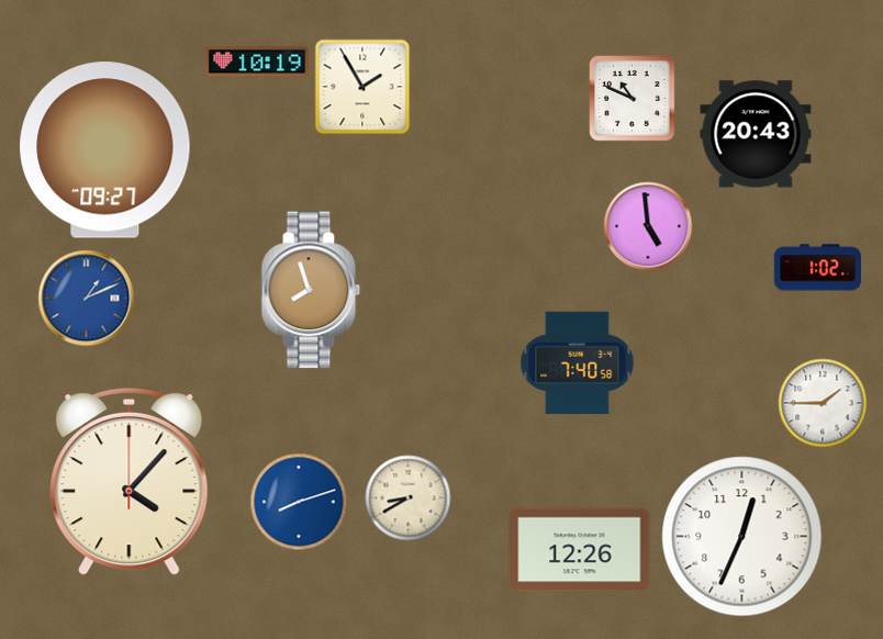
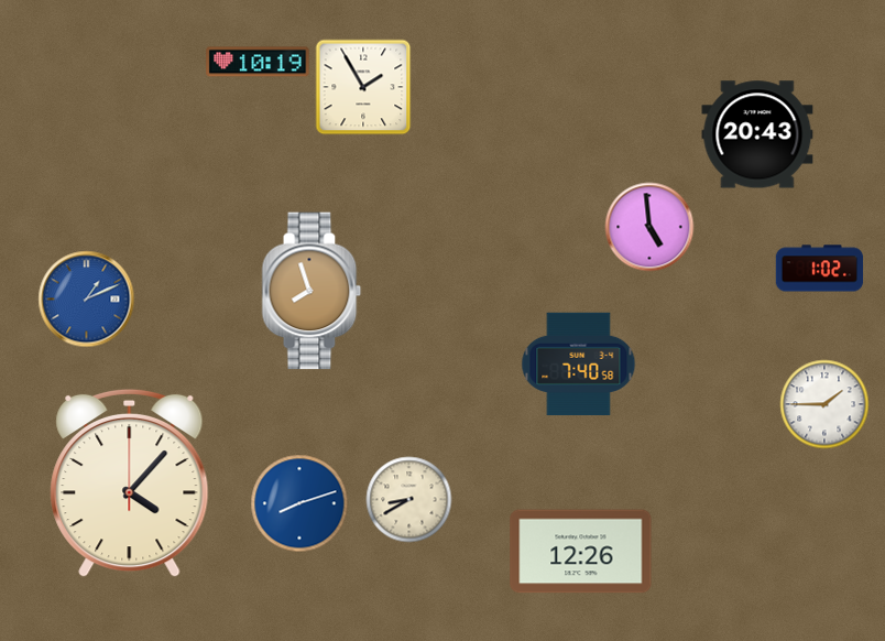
clock at (633, 99): 10:49 -> none
clock at (105, 150): 09:27 -> none
clock at (742, 537): 12:34 -> none
